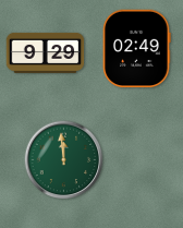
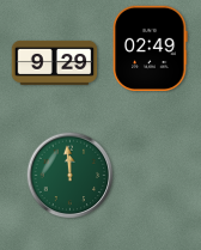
clock at (136, 49) position: (136, 49) -> (150, 49)
clock at (46, 52) position: (46, 52) -> (55, 62)
